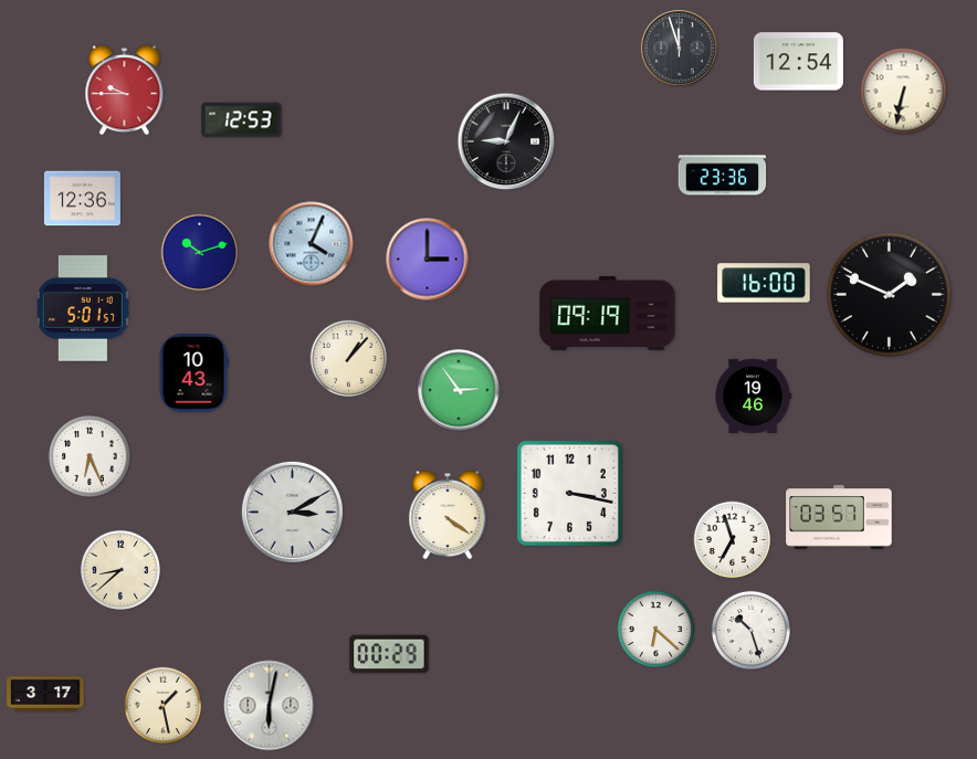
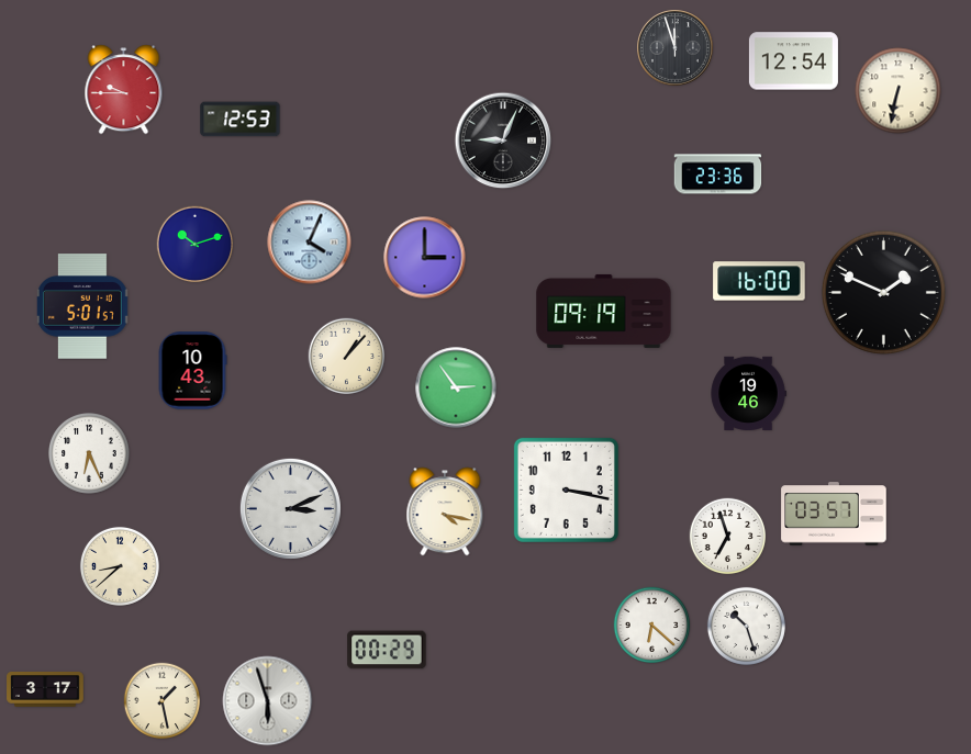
clock at (82, 199): 12:36 -> none
clock at (200, 253) position: (200, 253) -> (196, 245)
clock at (292, 512): 3:10 -> 3:11
clock at (448, 515): 4:21 -> 4:17
clock at (270, 706): 6:02 -> 5:57
